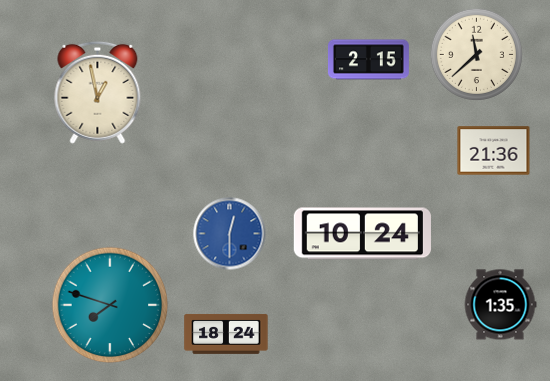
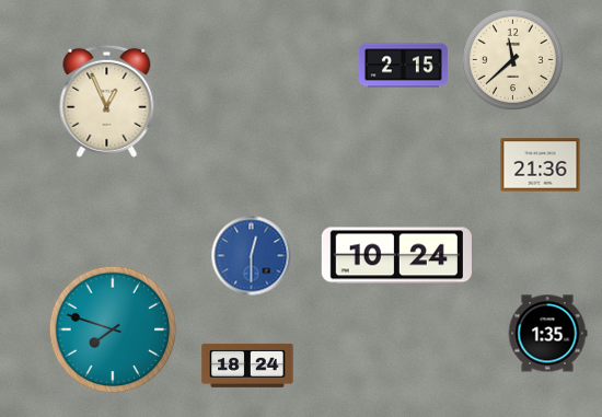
clock at (476, 54) position: (476, 54) -> (512, 59)
clock at (98, 92): 12:58 -> 12:56
clock at (110, 305) position: (110, 305) -> (113, 329)
